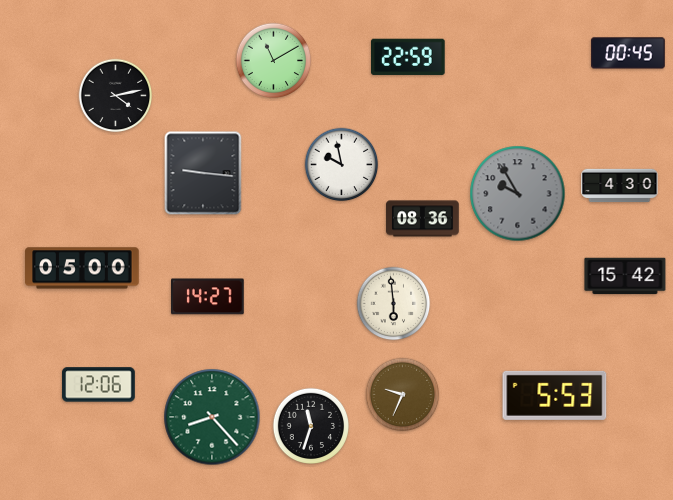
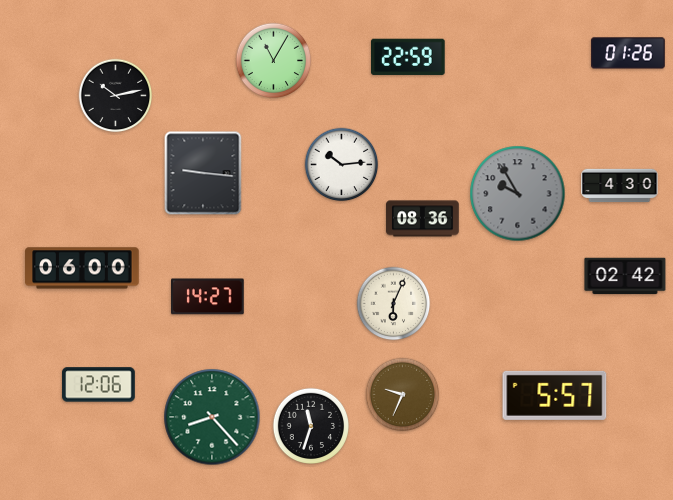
clock at (628, 53): 00:45 -> 01:26
clock at (274, 61): 11:10 -> 11:05
clock at (116, 96): 4:13 -> 10:13
clock at (342, 165): 9:58 -> 10:14
clock at (82, 268): 05:00 -> 06:00
clock at (625, 276): 15:42 -> 02:42
clock at (394, 304): 5:59 -> 6:04
clock at (555, 395): 5:53 -> 5:57
